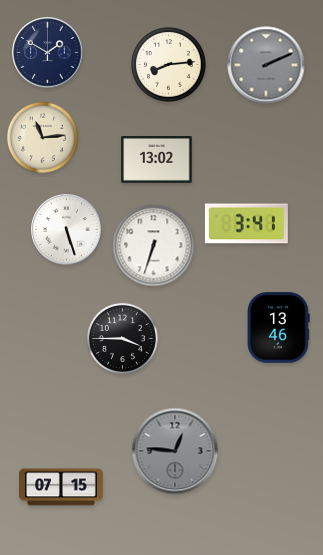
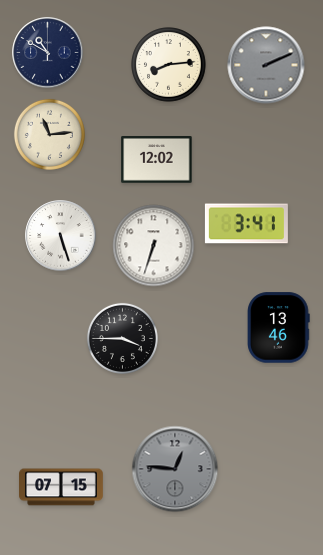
clock at (48, 53): 1:50 -> 10:50
clock at (42, 137) position: (42, 137) -> (49, 134)
clock at (157, 160): 13:02 -> 12:02
clock at (67, 230) position: (67, 230) -> (61, 236)
clock at (175, 451) position: (175, 451) -> (175, 469)
